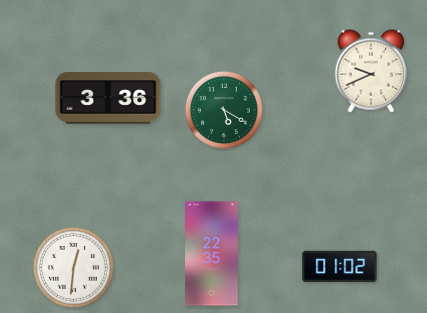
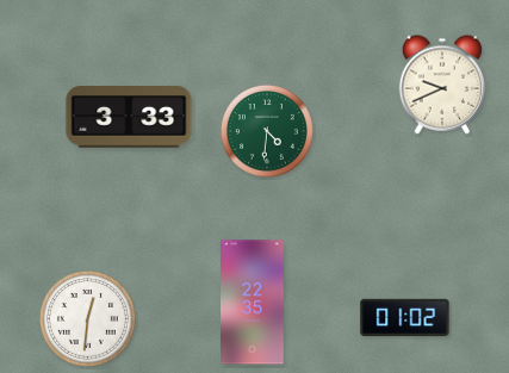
clock at (108, 98): 3:36 -> 3:33
clock at (224, 110): 5:20 -> 4:31
